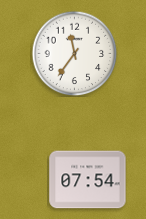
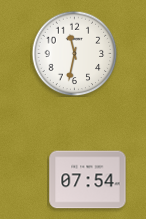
clock at (74, 53): 11:36 -> 11:32
